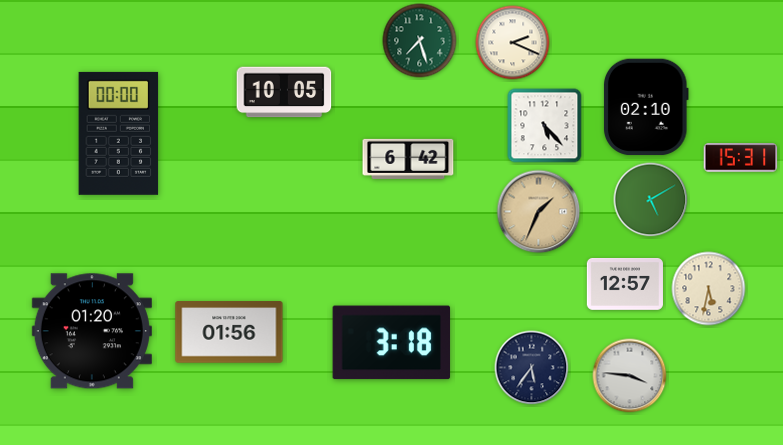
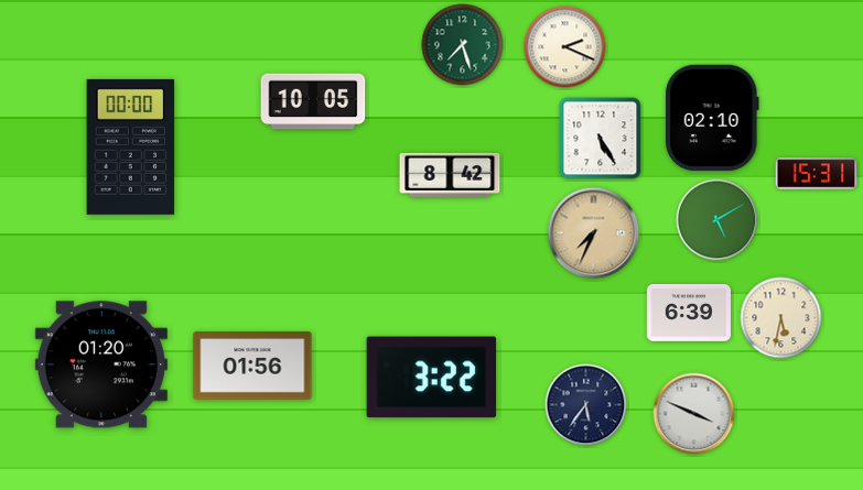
clock at (545, 126): 5:23 -> 5:25
clock at (408, 159): 6:42 -> 8:42
clock at (539, 212): 1:34 -> 7:34
clock at (625, 284): 12:57 -> 6:39
clock at (392, 343): 3:18 -> 3:22
clock at (630, 376): 3:46 -> 3:49
